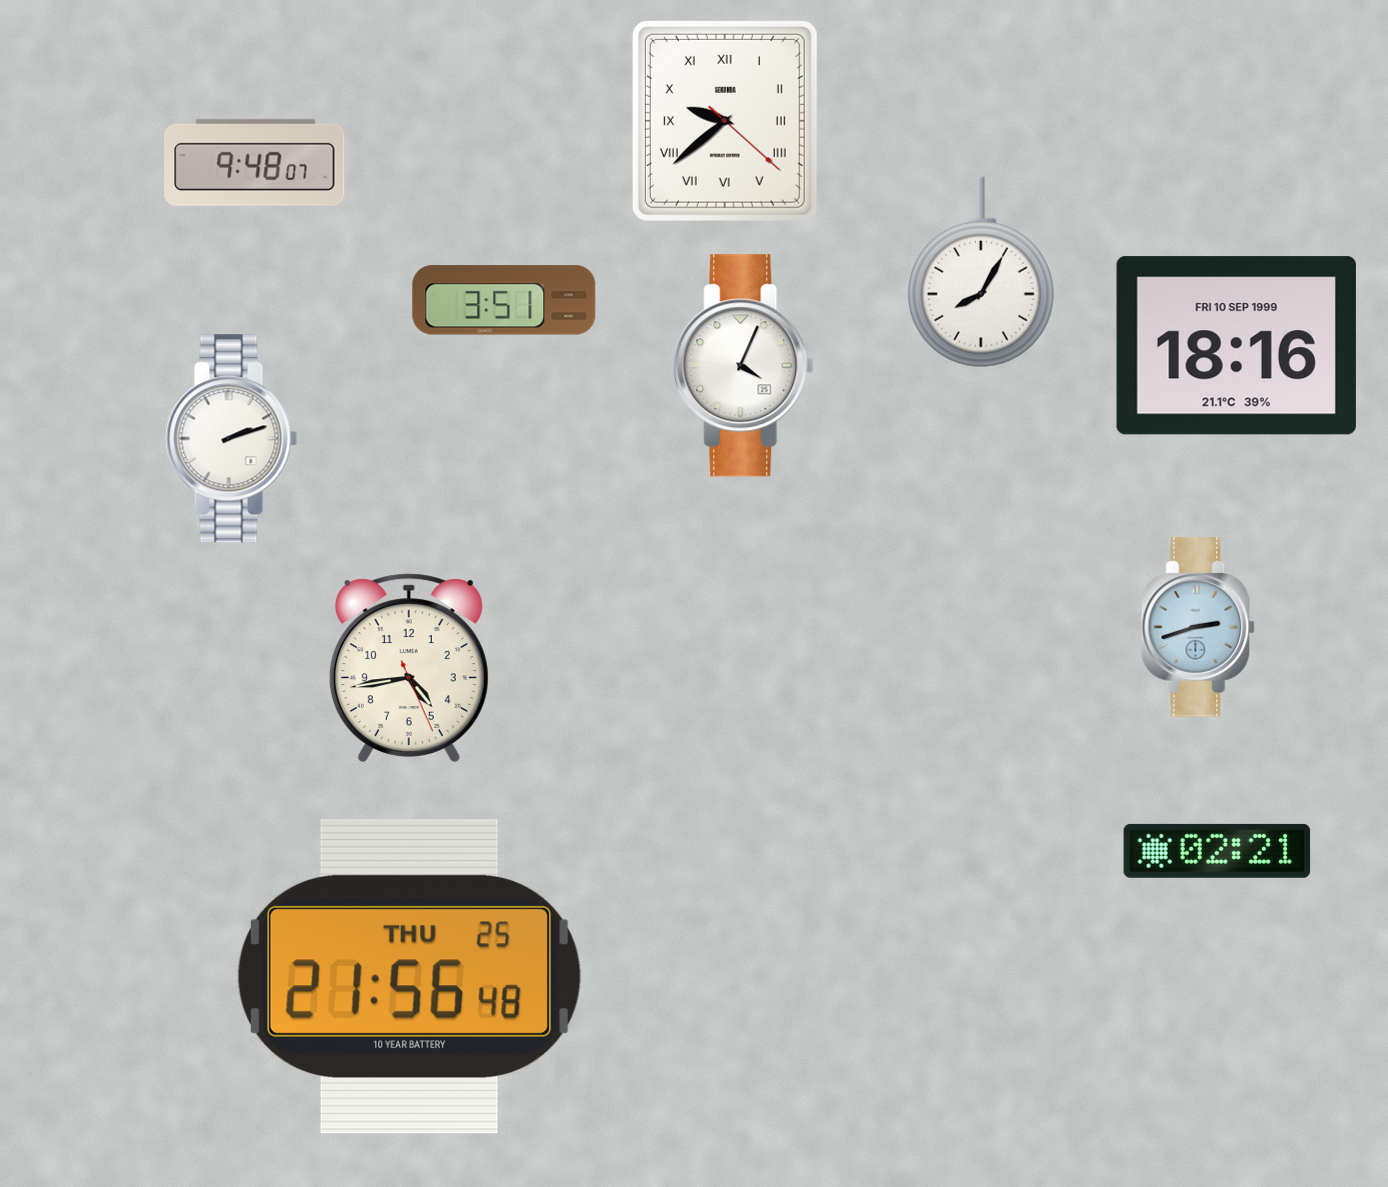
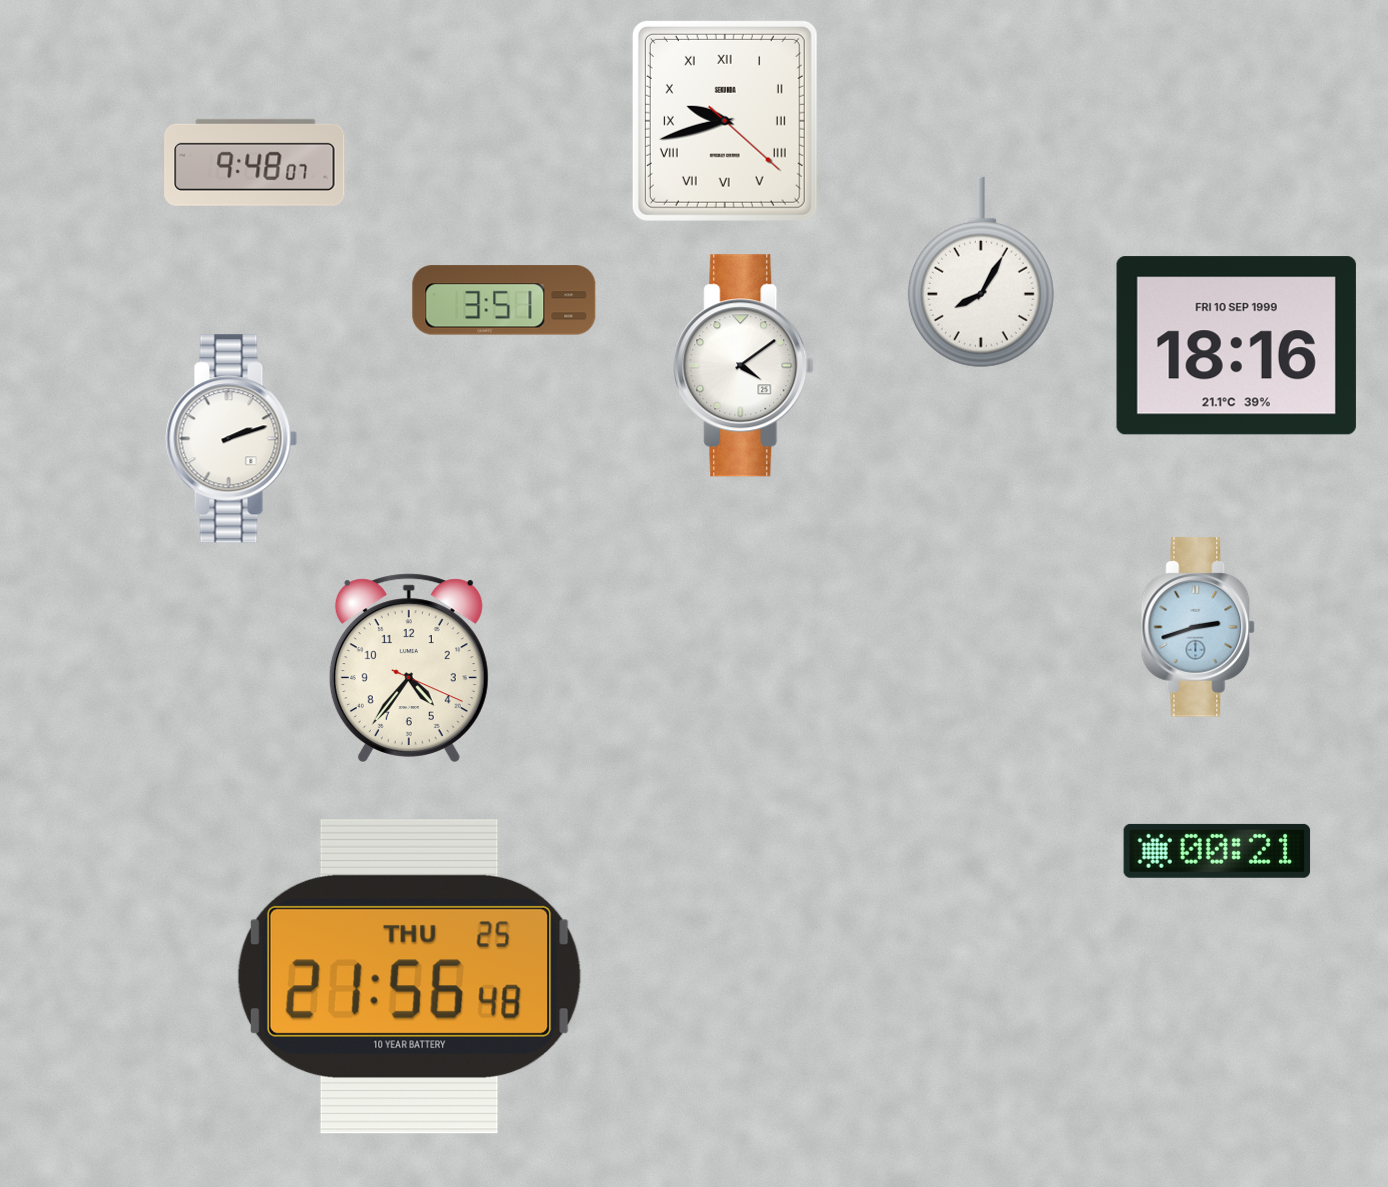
clock at (725, 121): 9:38 -> 9:42
clock at (744, 366): 4:04 -> 4:09
clock at (409, 668): 4:43 -> 4:36
clock at (1217, 851): 02:21 -> 00:21
